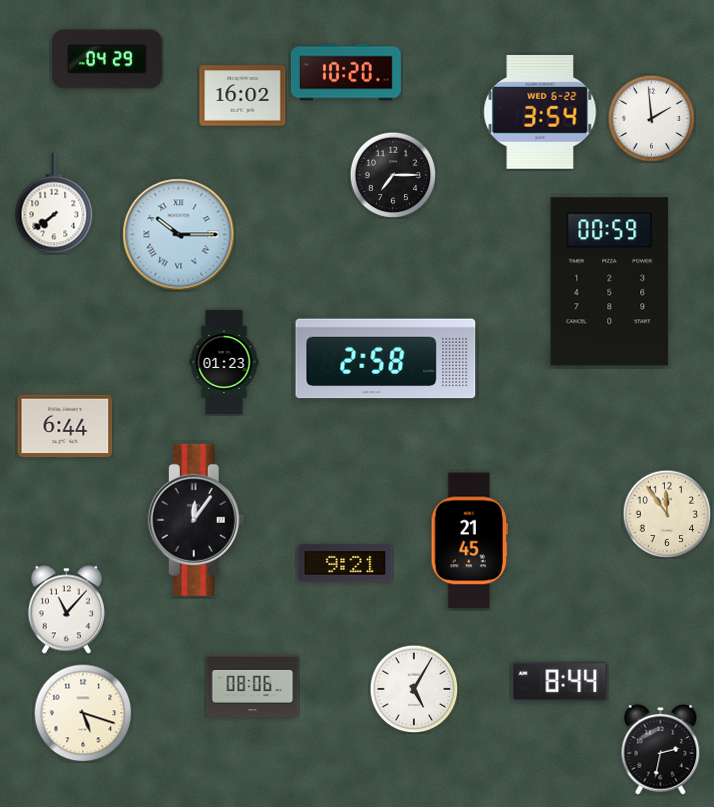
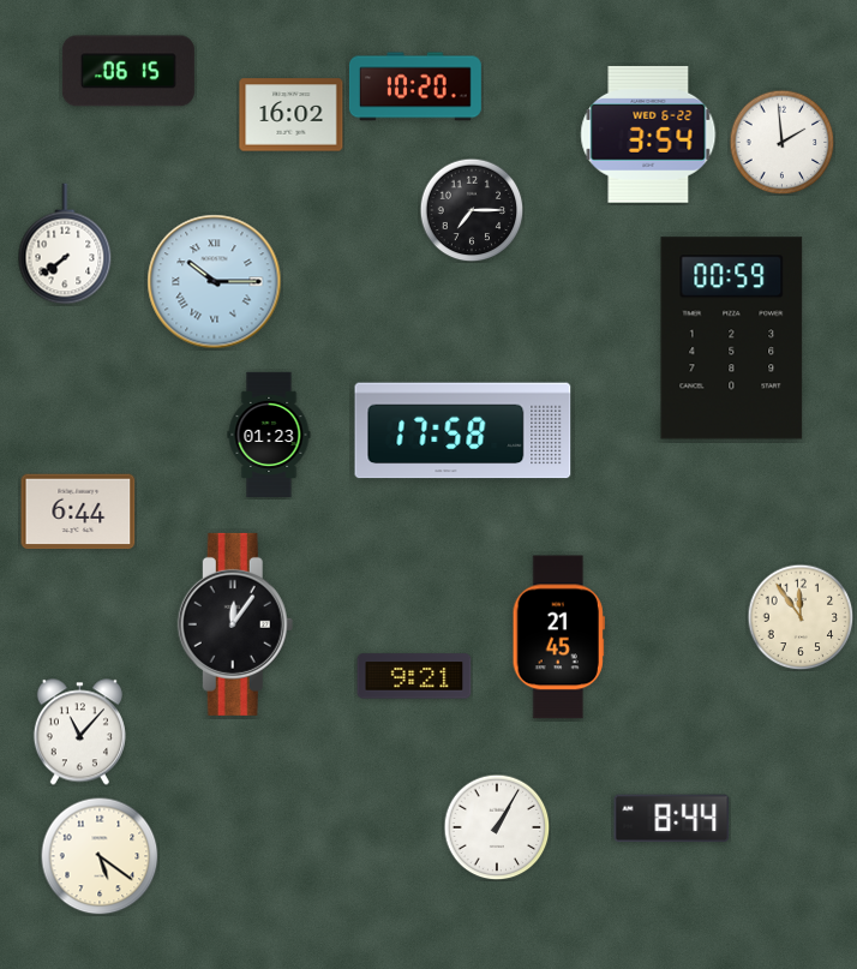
clock at (107, 59): 04:29 -> 06:15
clock at (386, 359): 2:58 -> 17:58
clock at (469, 541) position: (469, 541) -> (558, 638)
clock at (253, 686): 08:06 -> none
clock at (414, 689): 5:05 -> 1:05
clock at (83, 713): 5:18 -> 5:21
clock at (661, 749): 2:32 -> none
